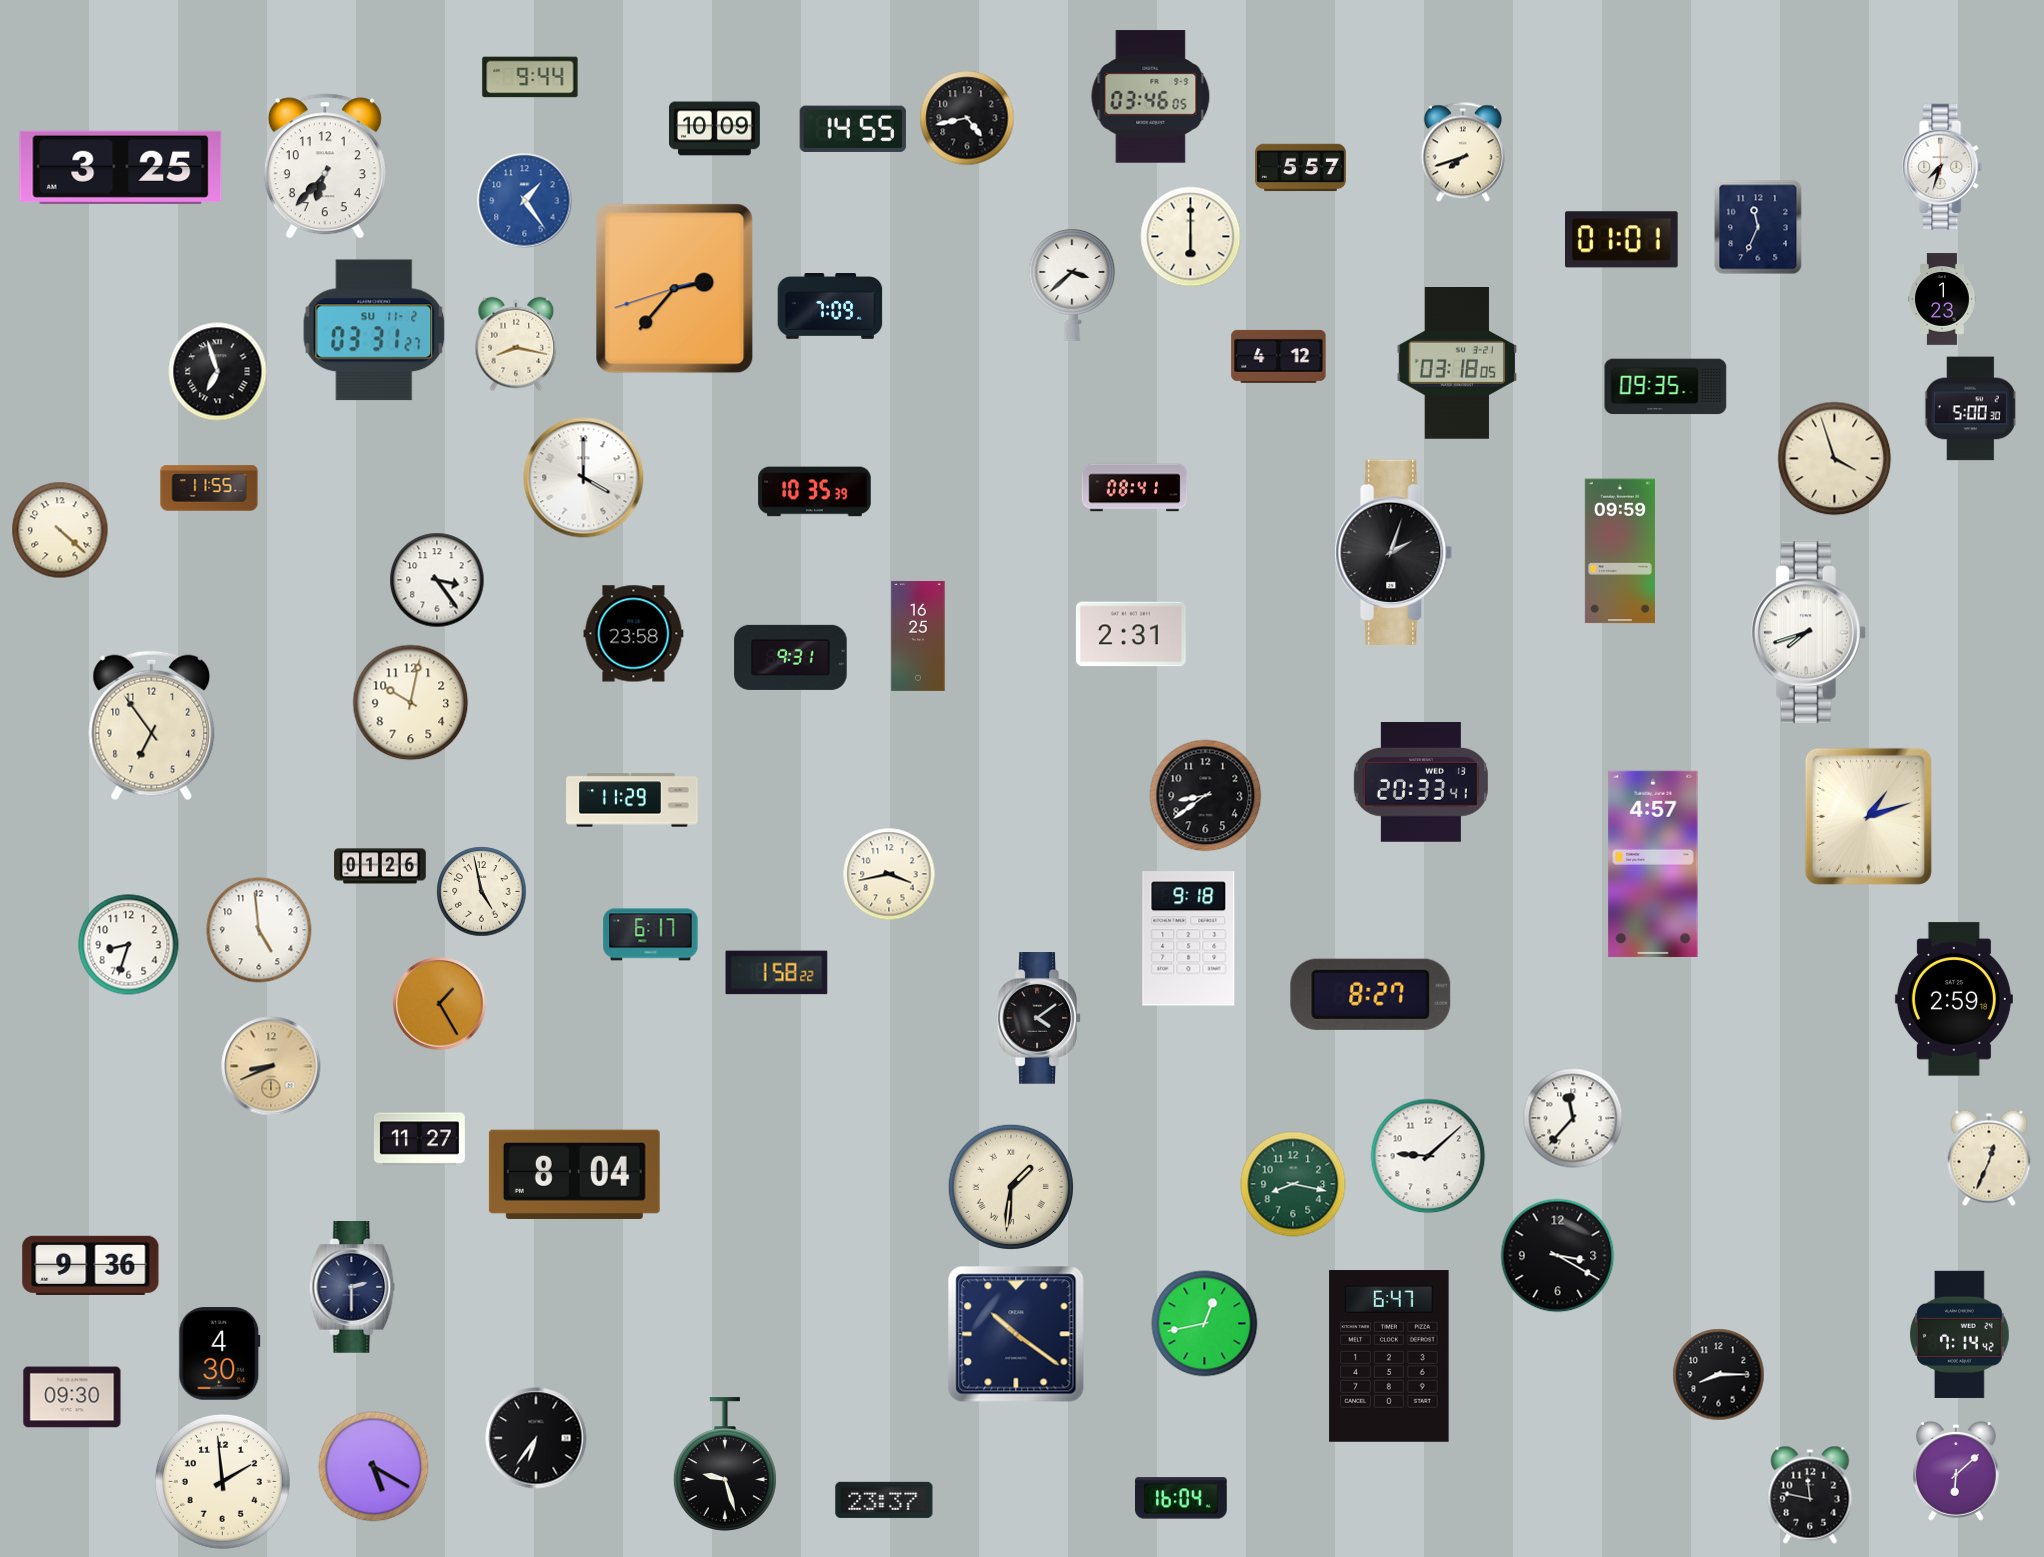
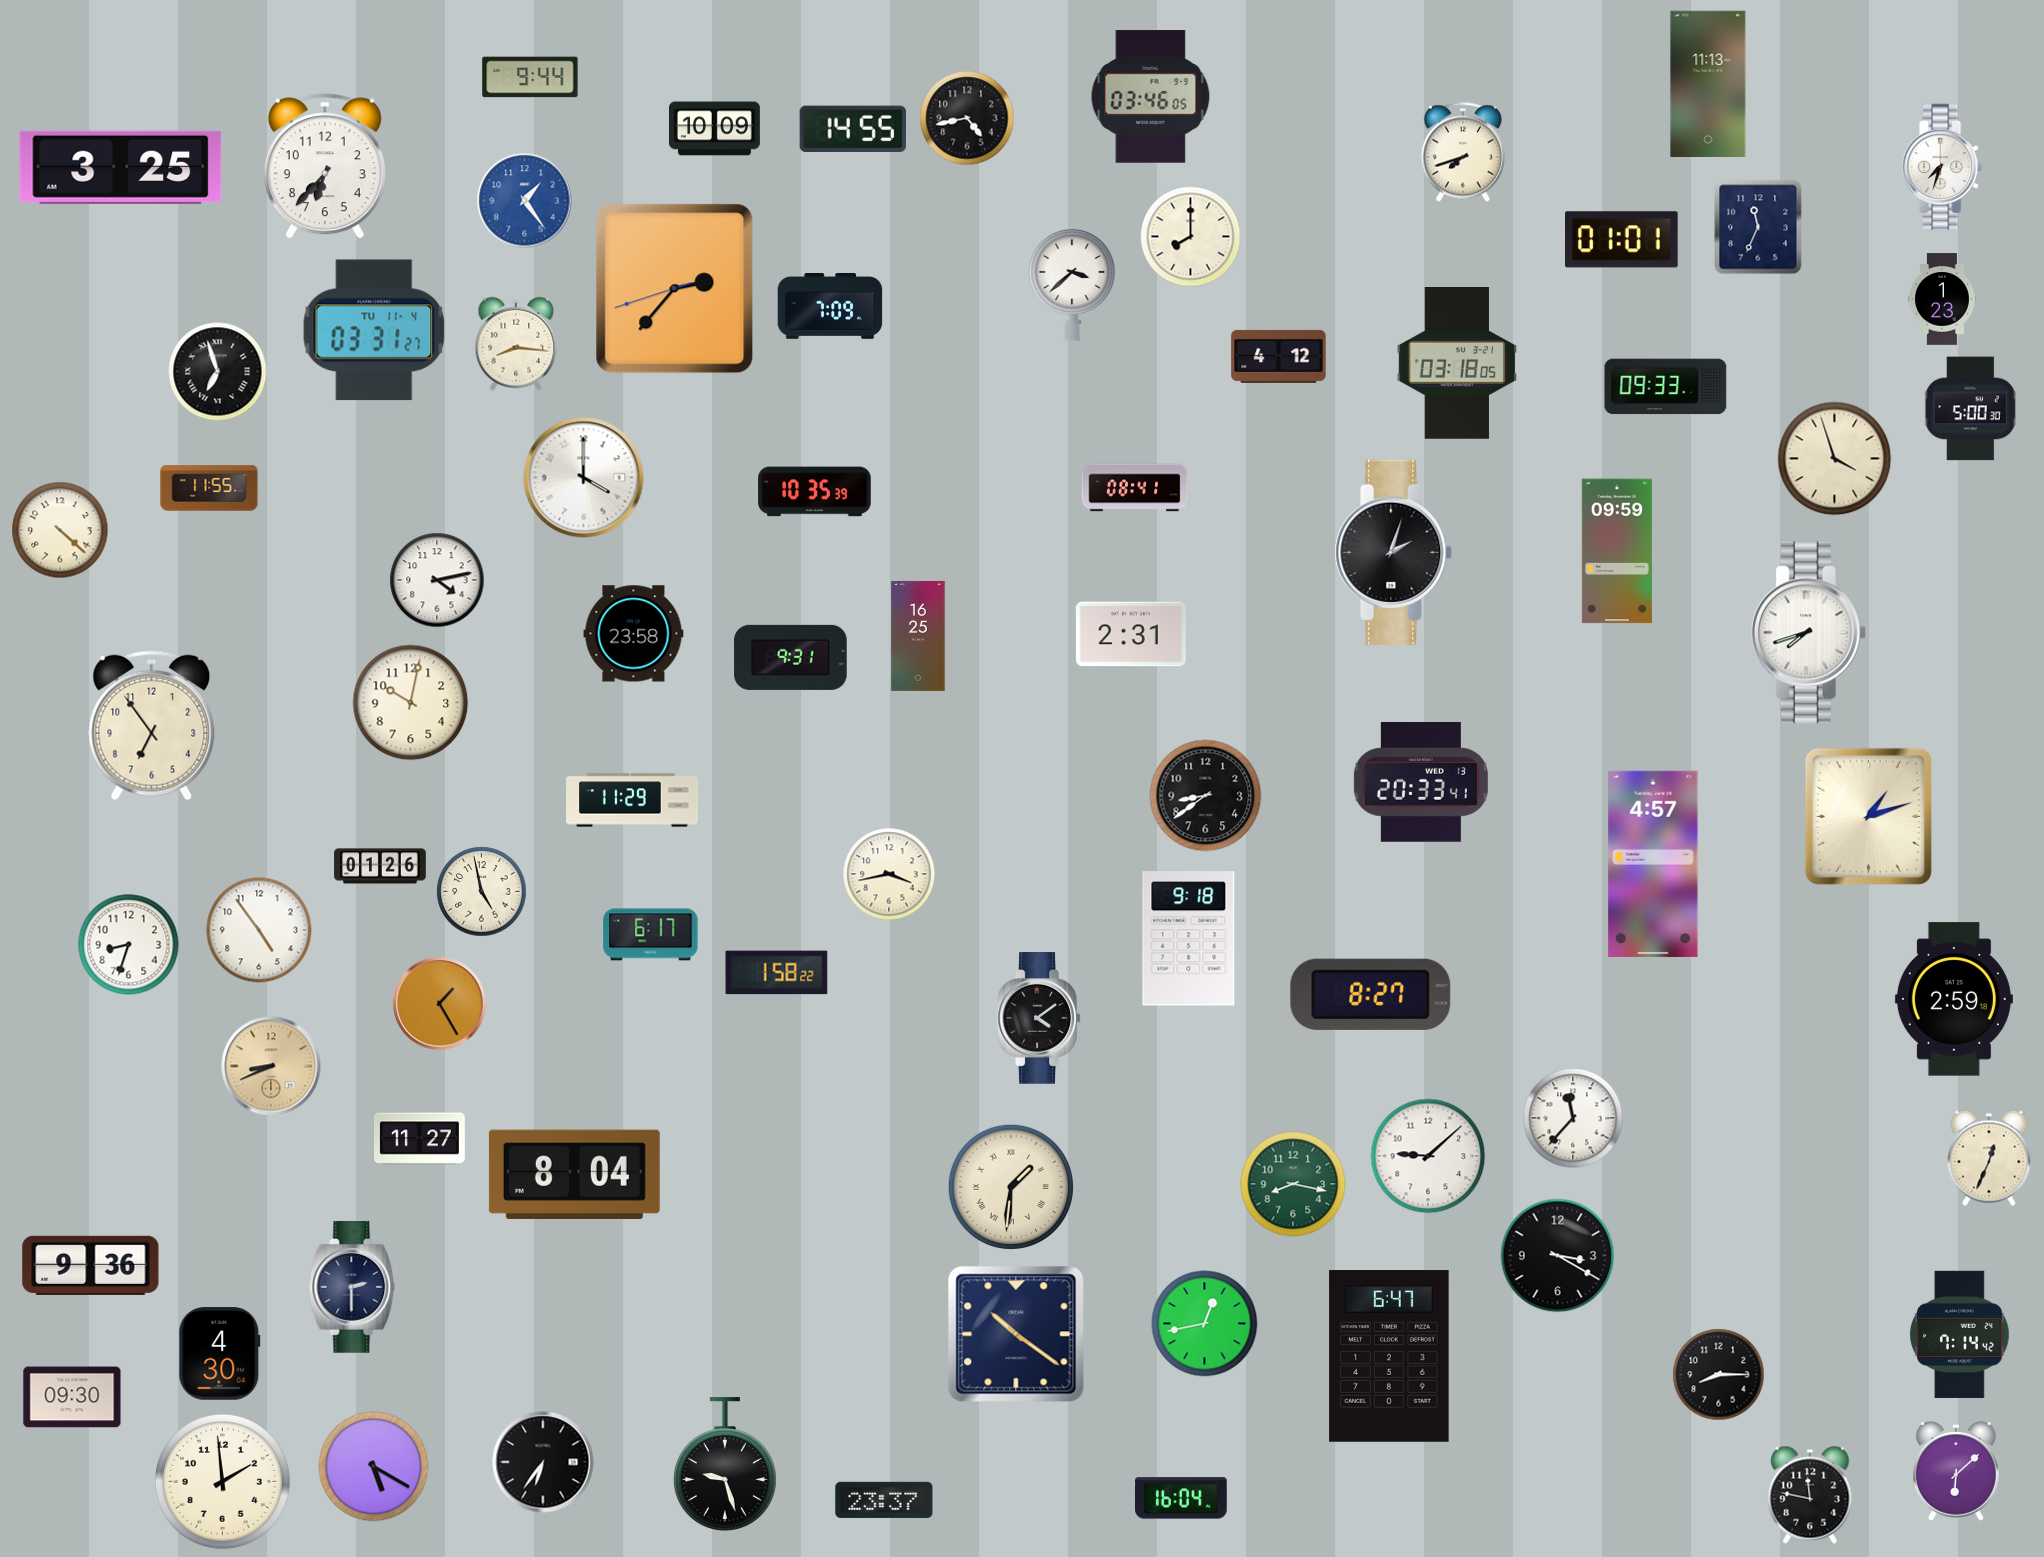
clock at (1708, 83): none -> 11:13
clock at (1301, 168): 5:57 -> none
clock at (1191, 237): 6:00 -> 8:00
clock at (374, 330) date: SU 11-2 -> TU 11-4
clock at (516, 344): 8:17 -> 8:16
clock at (1666, 387): 09:35 -> 09:33
clock at (1620, 551) position: (1620, 551) -> (1617, 551)
clock at (437, 580): 3:24 -> 4:13
clock at (259, 930): 4:59 -> 4:54
clock at (536, 1438) position: (536, 1438) -> (543, 1462)
